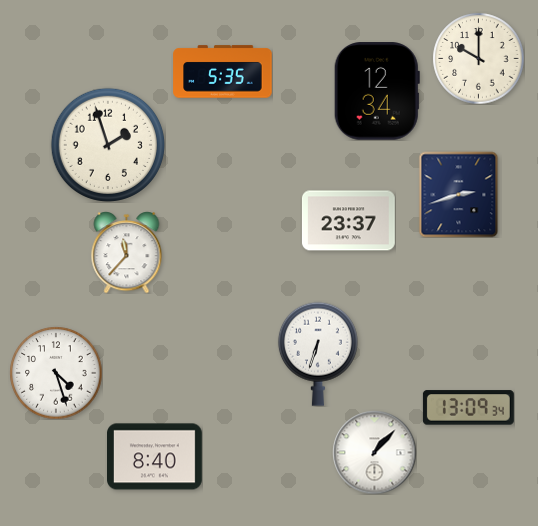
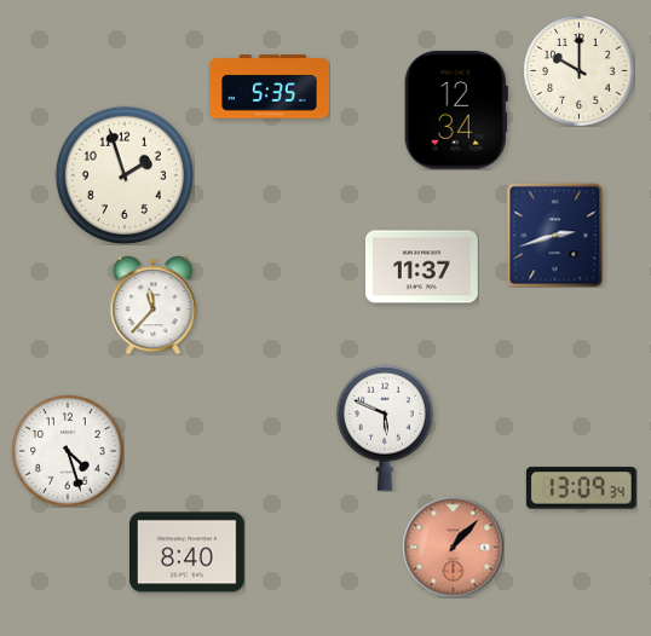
clock at (108, 144) position: (108, 144) -> (125, 174)
clock at (348, 221): 23:37 -> 11:37
clock at (318, 354): 6:33 -> 5:49
clock at (468, 408) position: (468, 408) -> (581, 488)
clock at (374, 452) dial: white -> salmon
